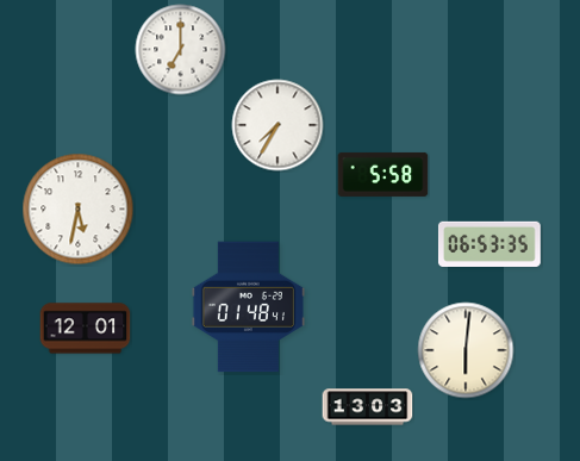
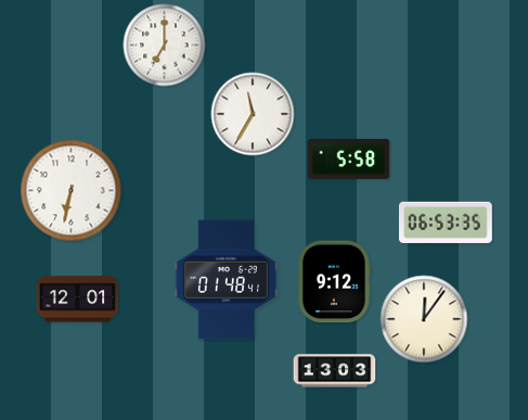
clock at (277, 125): 7:35 -> 11:35
clock at (79, 210): 5:32 -> 6:32
clock at (334, 282): none -> 9:12
clock at (466, 350): 6:01 -> 12:06
